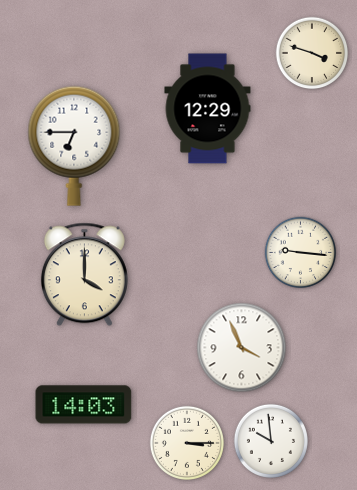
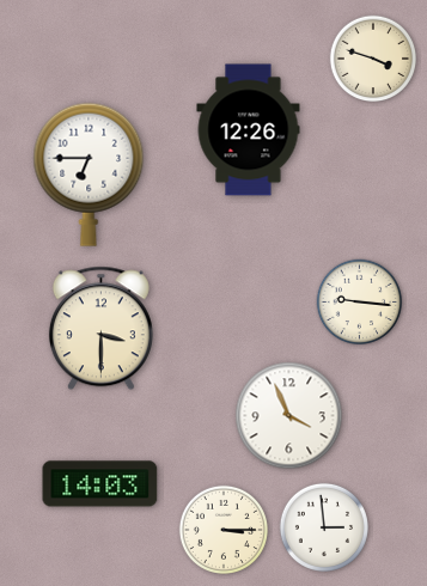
clock at (312, 53) position: (312, 53) -> (373, 59)
clock at (208, 109): 12:29 -> 12:26
clock at (84, 275): 4:00 -> 3:30
clock at (271, 441): 9:59 -> 2:59
